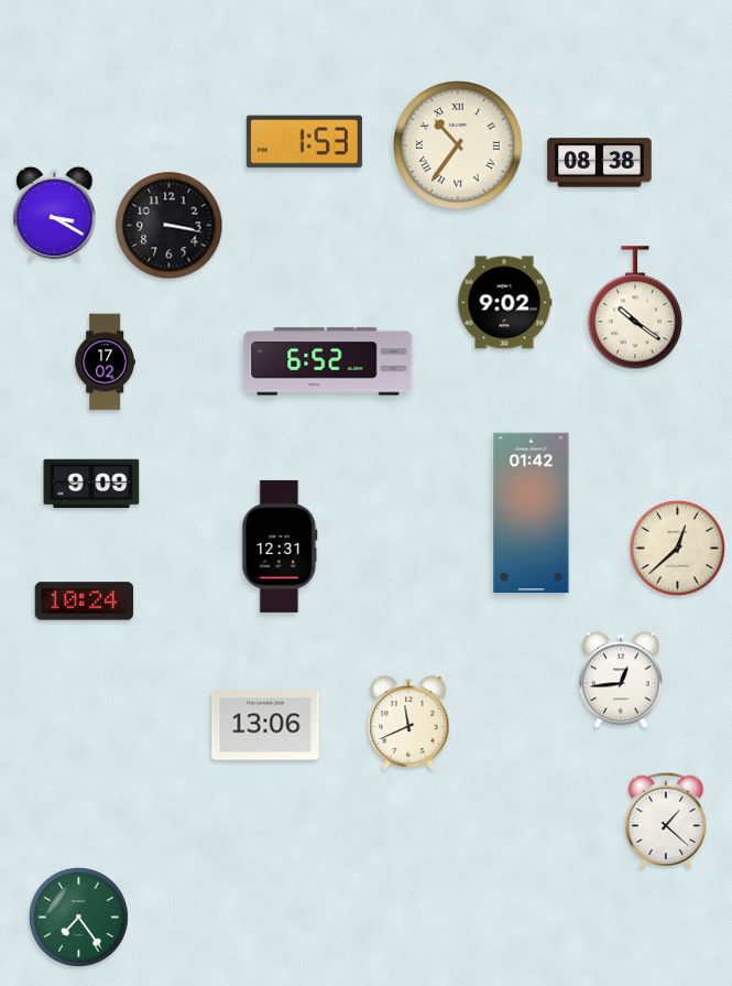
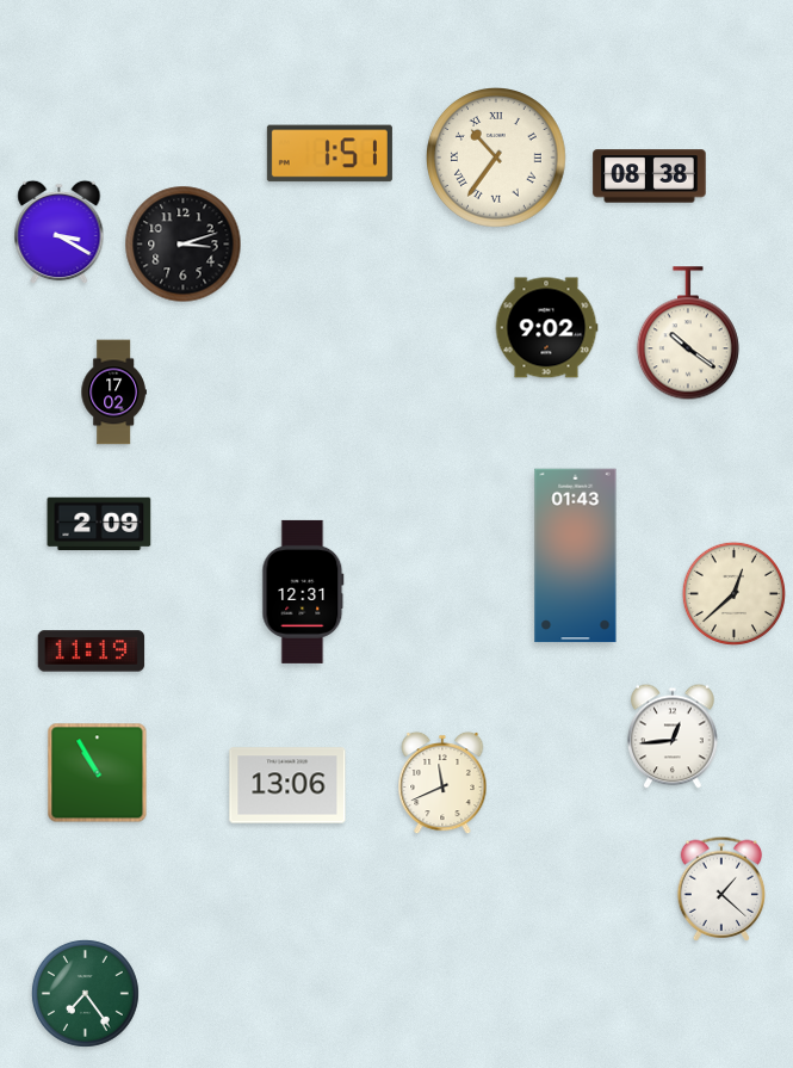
clock at (304, 142): 1:53 -> 1:51
clock at (170, 226): 3:17 -> 3:12
clock at (328, 361): 6:52 -> none
clock at (91, 484): 9:09 -> 2:09
clock at (532, 513): 01:42 -> 01:43
clock at (85, 602): 10:24 -> 11:19
clock at (98, 773): none -> 10:55
